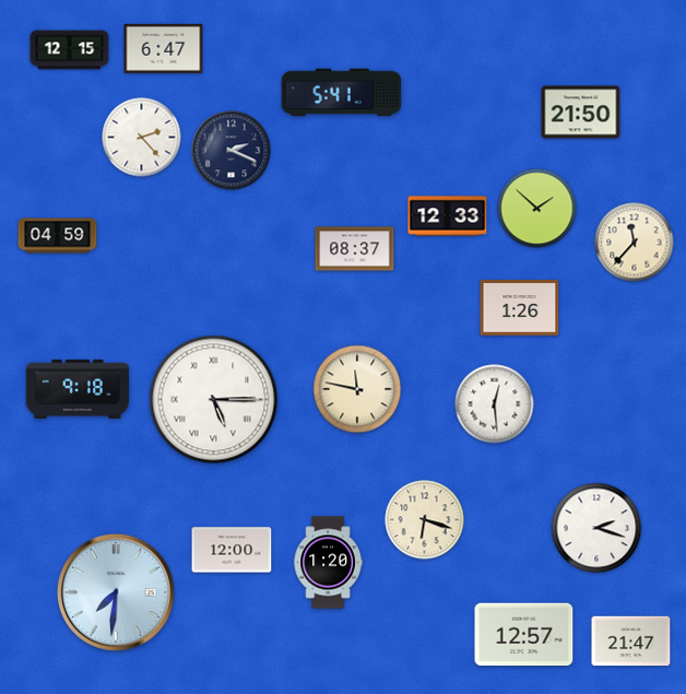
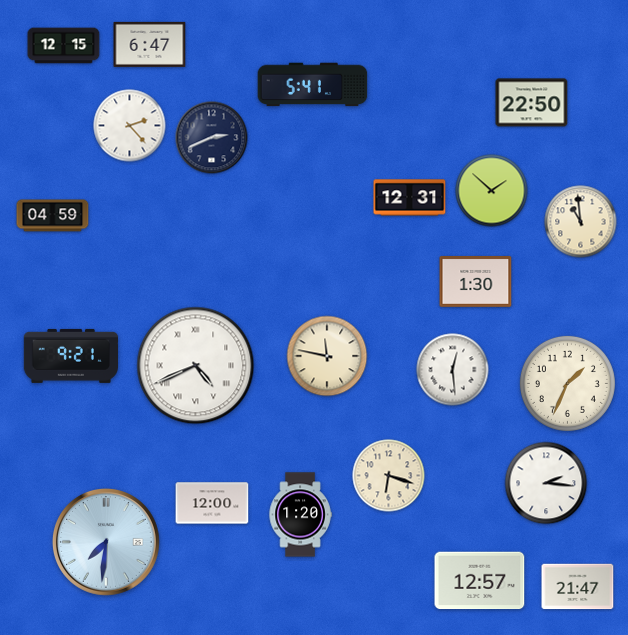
clock at (581, 113): 21:50 -> 22:50
clock at (232, 151): 2:19 -> 2:41
clock at (448, 216): 12:33 -> 12:31
clock at (635, 243): 11:37 -> 10:59
clock at (355, 249): 08:37 -> none
clock at (520, 308): 1:26 -> 1:30
clock at (76, 389): 9:18 -> 9:21
clock at (214, 400): 5:15 -> 4:41
clock at (567, 383): none -> 1:34
clock at (596, 528): 2:18 -> 2:16
